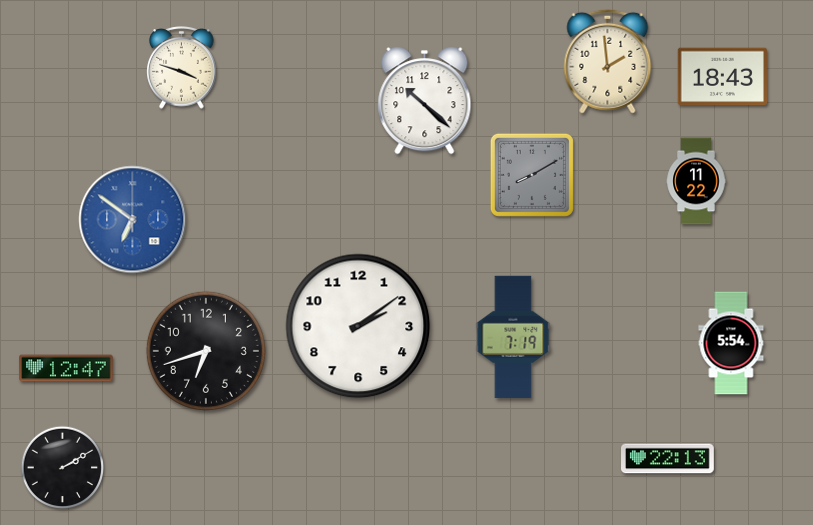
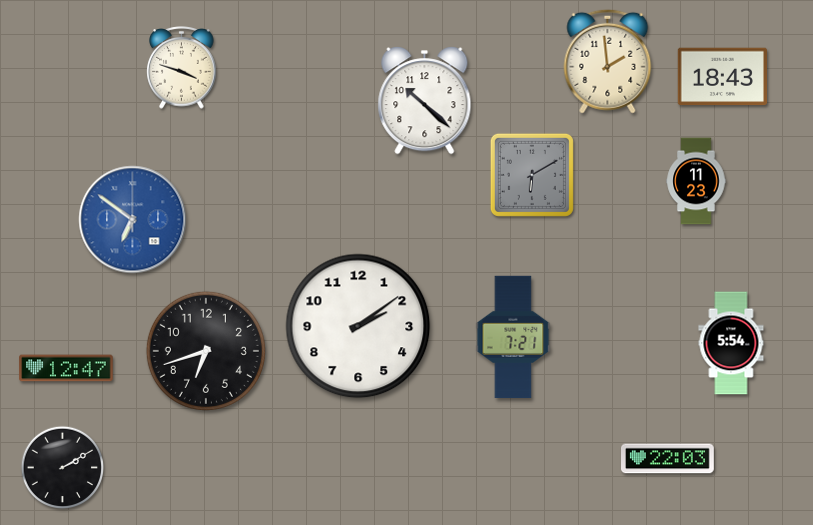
clock at (532, 175): 8:10 -> 6:10
clock at (696, 181): 11:22 -> 11:23
clock at (513, 337): 7:19 -> 7:21
clock at (668, 459): 22:13 -> 22:03
